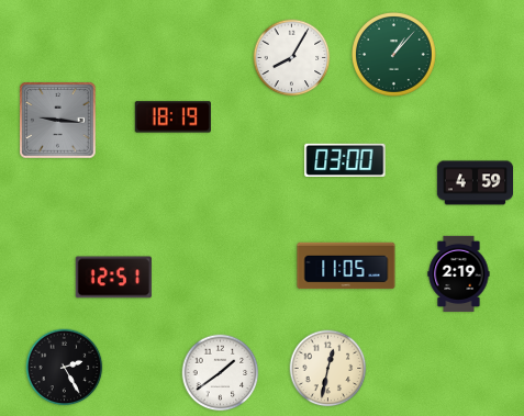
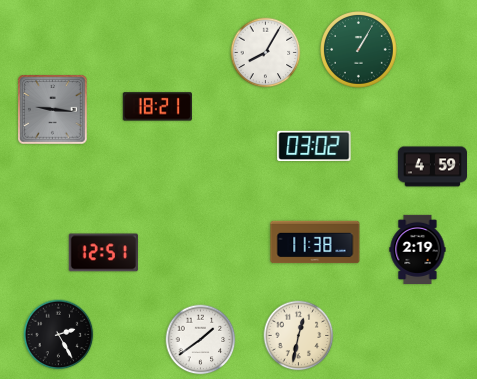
clock at (394, 55): 1:07 -> 1:05
clock at (172, 117): 18:19 -> 18:21
clock at (345, 160): 03:00 -> 03:02
clock at (346, 266): 11:05 -> 11:38
